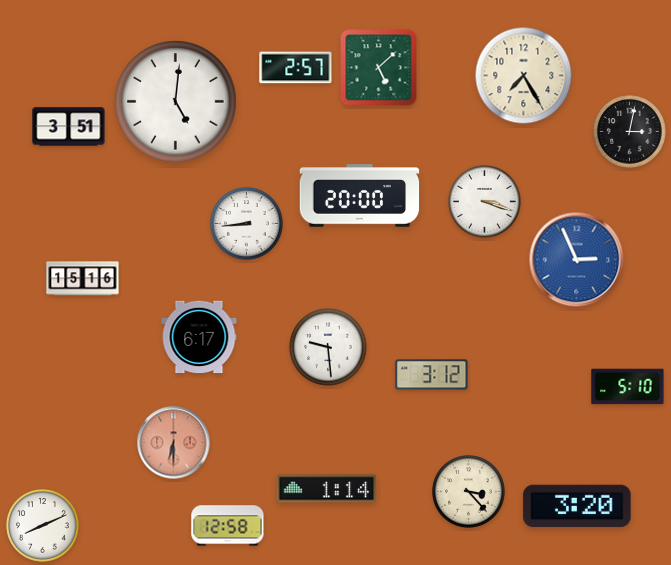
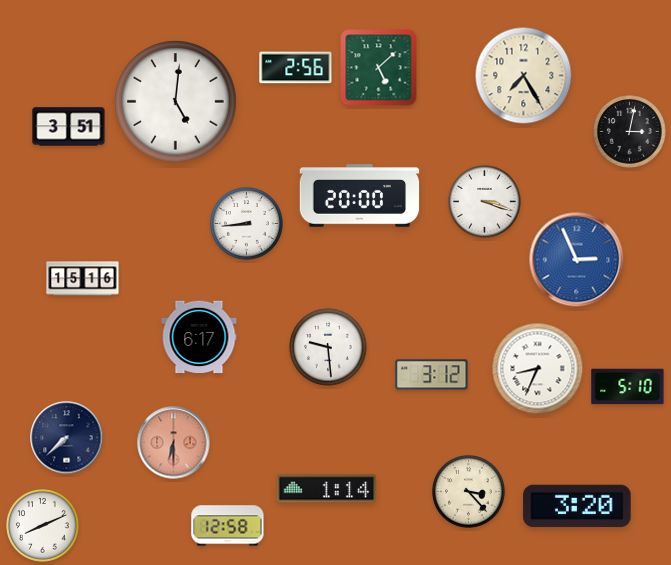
clock at (296, 68): 2:57 -> 2:56
clock at (538, 369): none -> 8:34
clock at (67, 438): none -> 7:38
